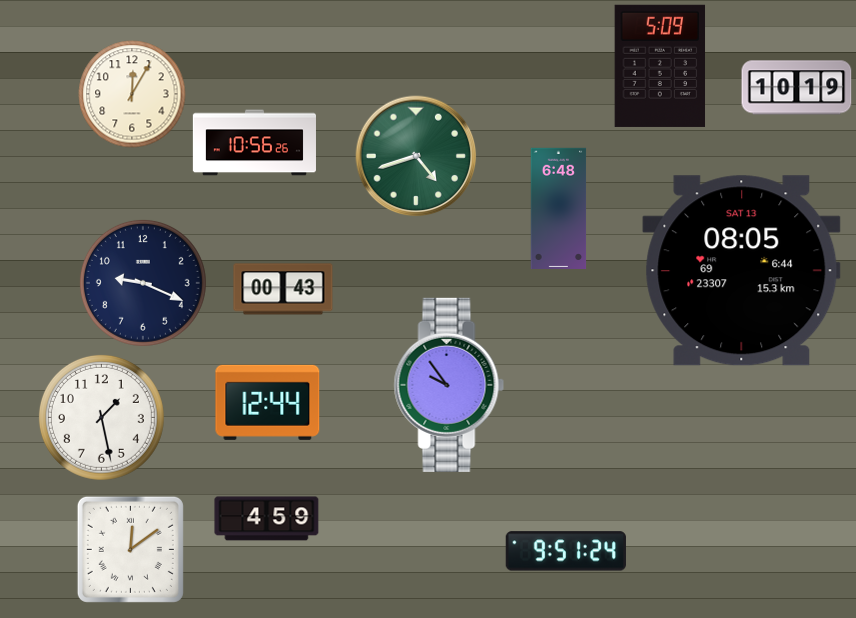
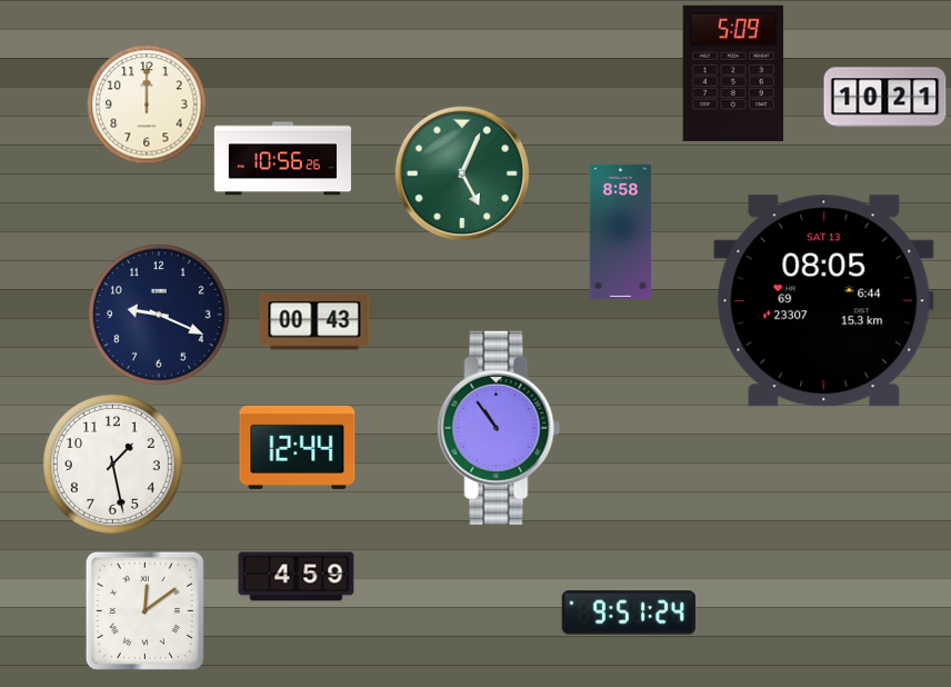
clock at (797, 88): 10:19 -> 10:21
clock at (132, 94): 12:05 -> 12:00
clock at (416, 156): 4:42 -> 5:04
clock at (559, 208): 6:48 -> 8:58
clock at (449, 385): 9:54 -> 10:54
